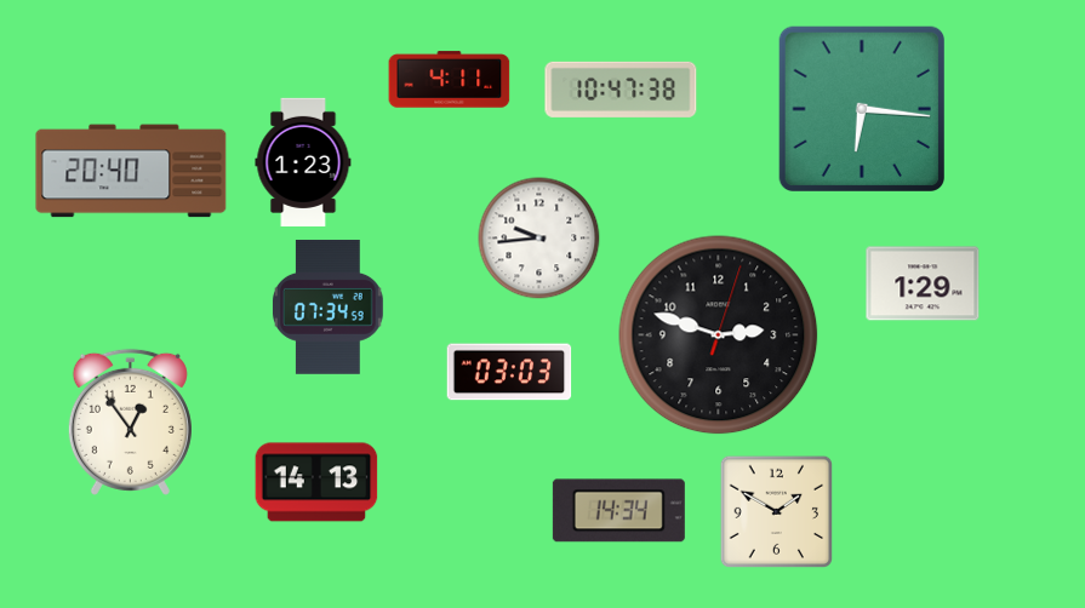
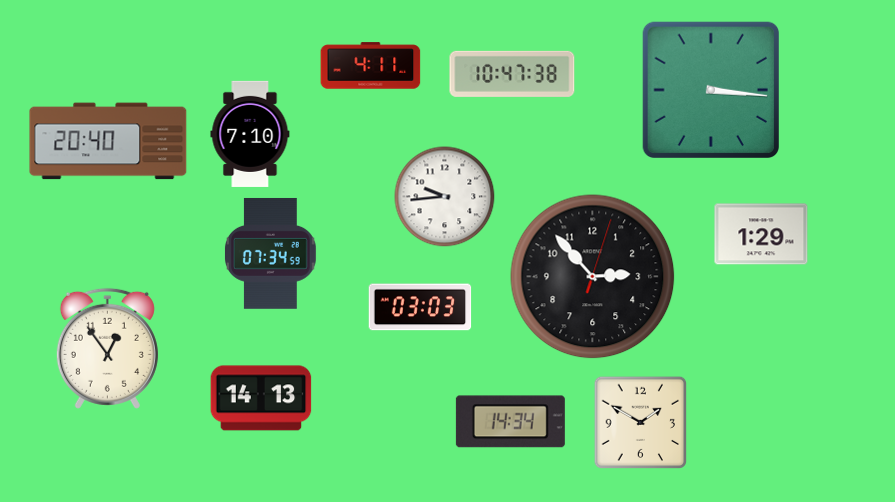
clock at (861, 108): 6:16 -> 3:16
clock at (303, 162): 1:23 -> 7:10
clock at (719, 335): 2:48 -> 2:53
